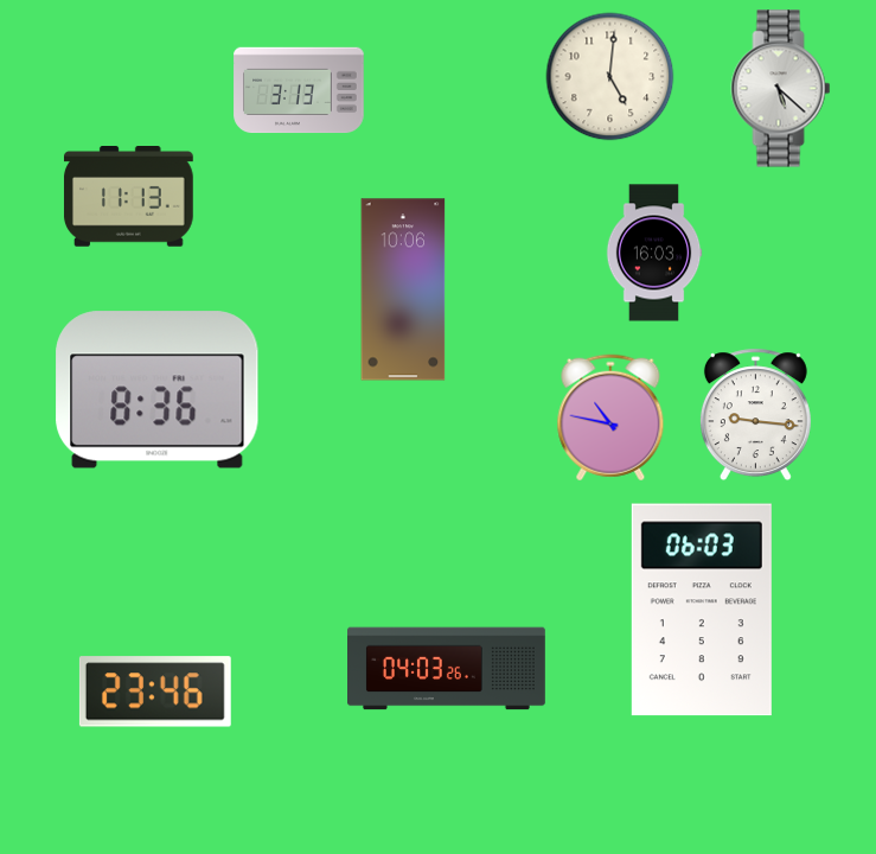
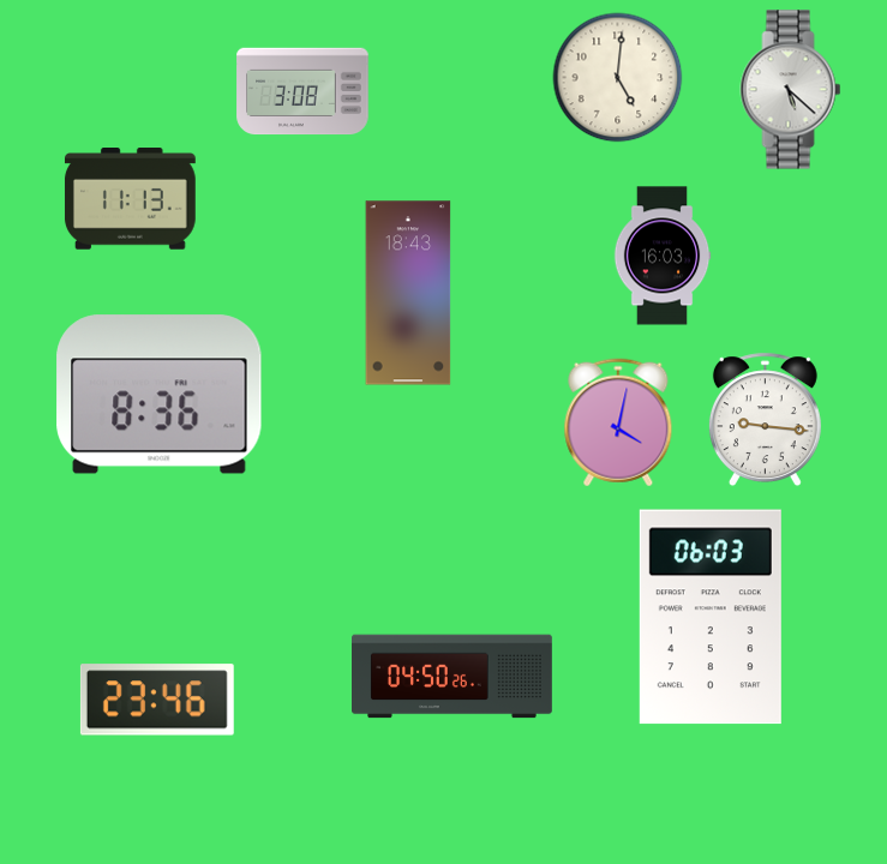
clock at (299, 90): 3:13 -> 3:08
clock at (403, 289): 10:06 -> 18:43
clock at (610, 418): 10:47 -> 4:02
clock at (447, 669): 04:03 -> 04:50
